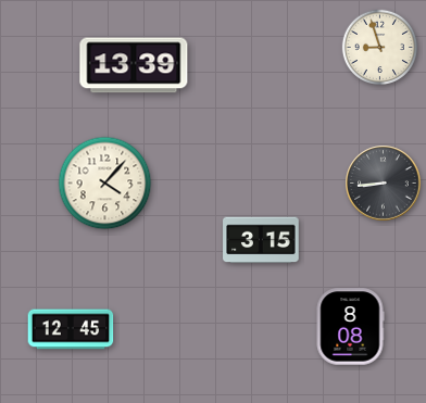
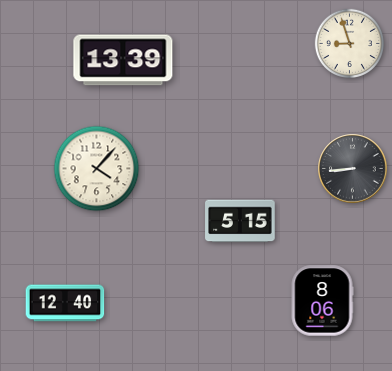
clock at (261, 240): 3:15 -> 5:15
clock at (350, 327): 8:08 -> 8:06
clock at (71, 329): 12:45 -> 12:40
